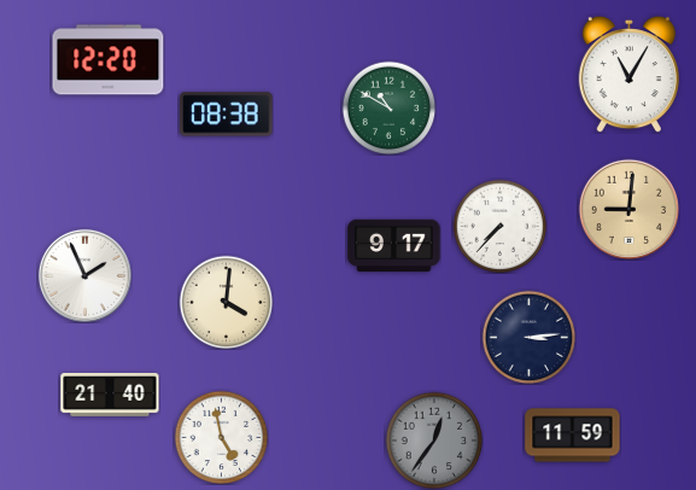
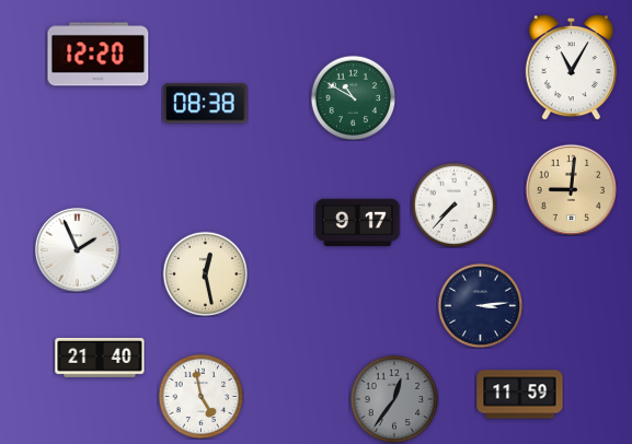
clock at (226, 302): 4:01 -> 12:28
